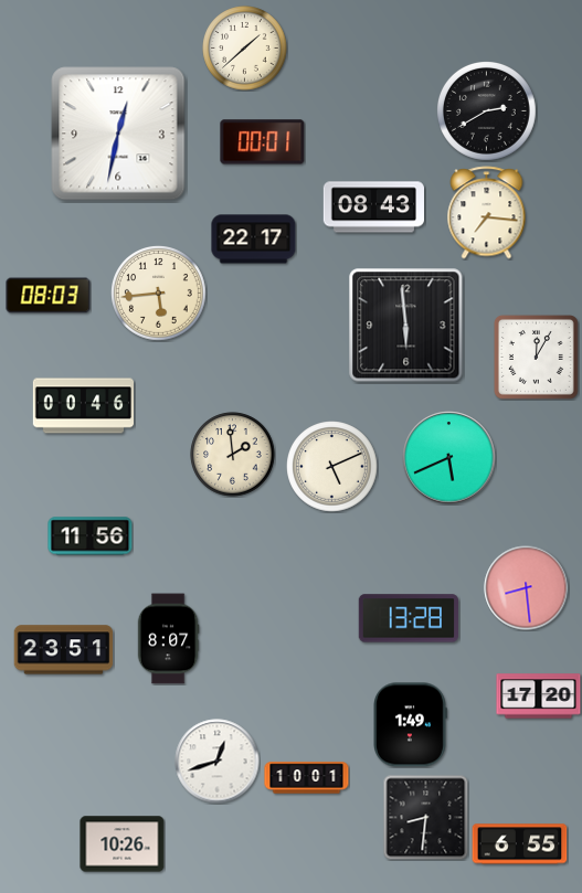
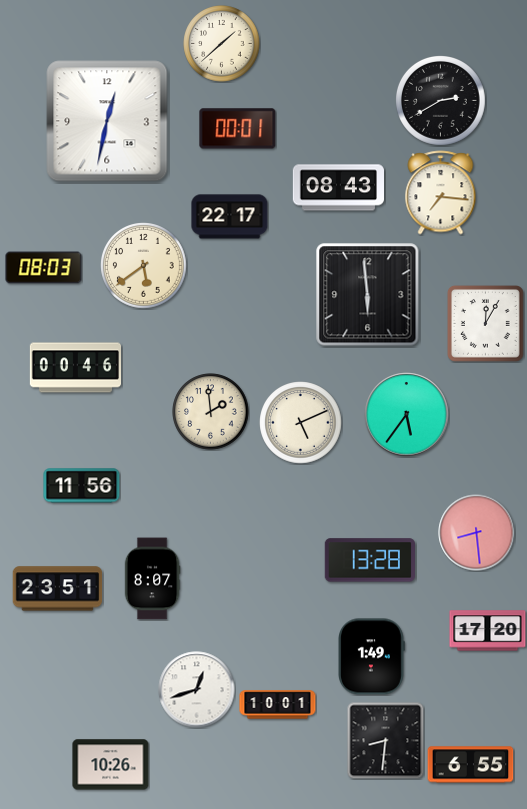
clock at (159, 294): 5:44 -> 5:39
clock at (449, 458): 5:41 -> 5:36
